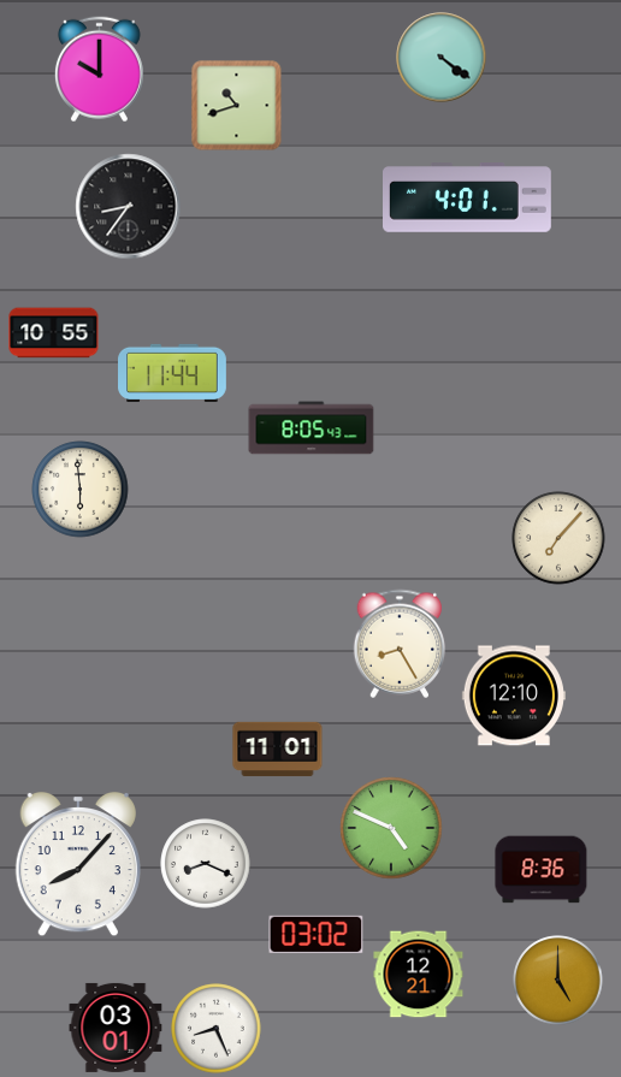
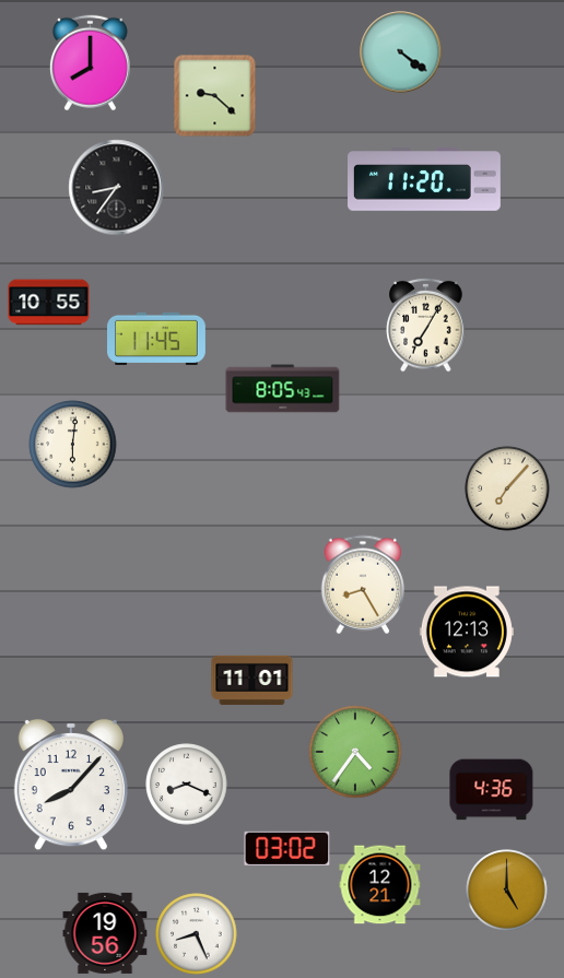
clock at (99, 70): 10:00 -> 8:00
clock at (237, 106): 10:42 -> 9:22
clock at (468, 197): 4:01 -> 11:20
clock at (426, 325): none -> 7:05
clock at (173, 373): 11:44 -> 11:45
clock at (81, 490): 5:59 -> 6:01
clock at (514, 696): 12:10 -> 12:13
clock at (391, 828): 4:49 -> 4:36
clock at (542, 870): 8:36 -> 4:36
clock at (116, 1028): 03:01 -> 19:56
